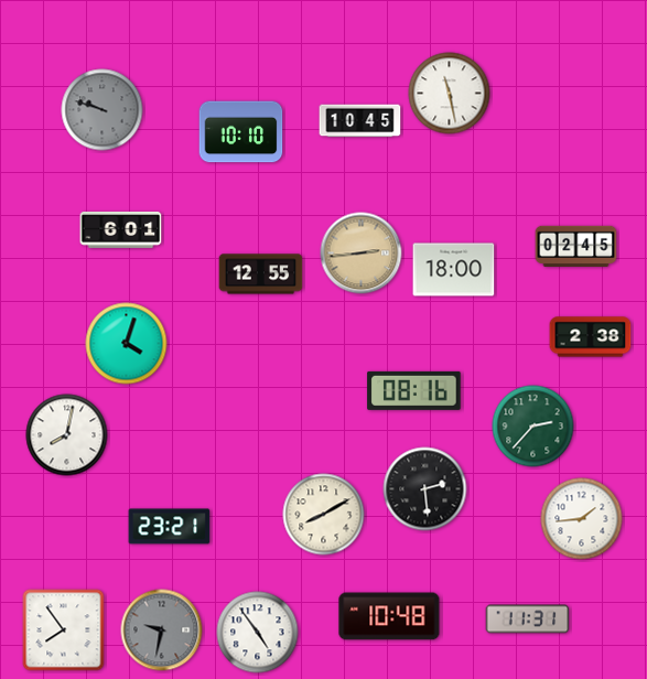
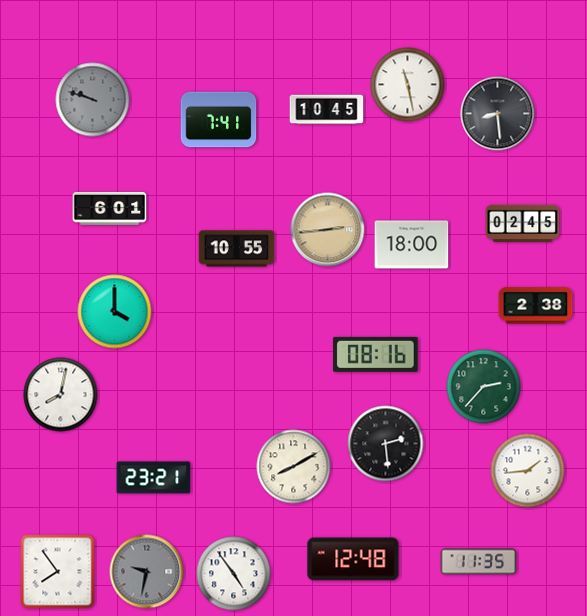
clock at (498, 114): none -> 8:29
clock at (241, 132): 10:10 -> 7:41
clock at (261, 274): 12:55 -> 10:55
clock at (127, 344): 4:03 -> 4:00
clock at (389, 616): 10:48 -> 12:48
clock at (528, 619): 11:31 -> 11:35
